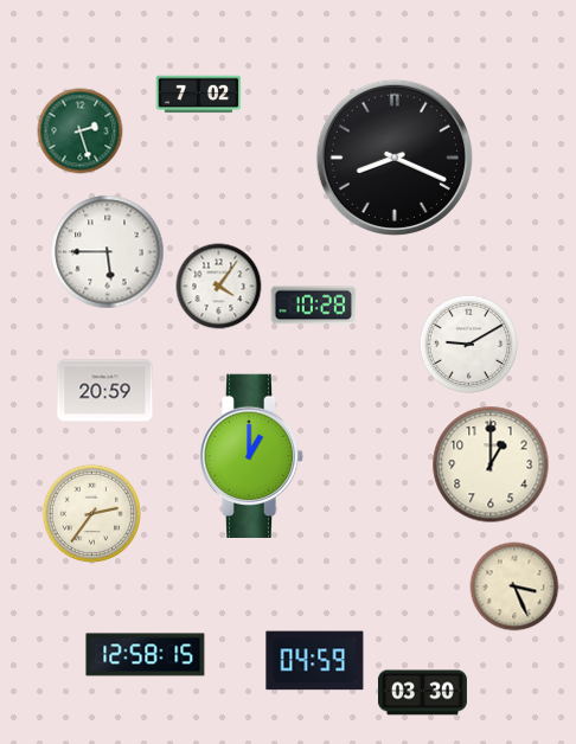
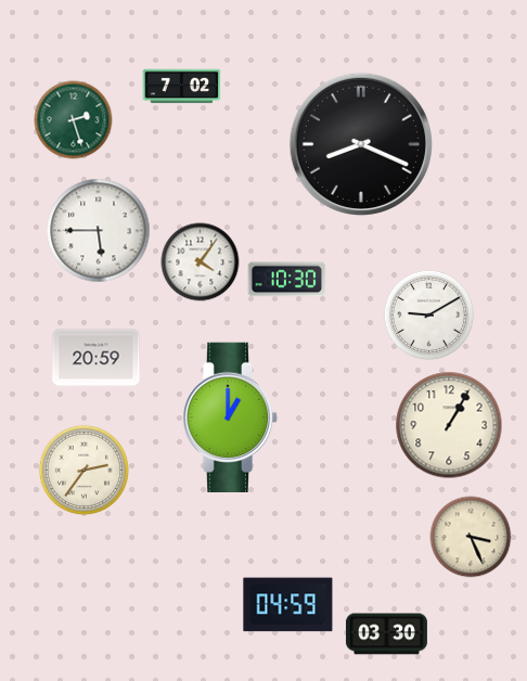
clock at (314, 306): 10:28 -> 10:30
clock at (491, 464): 1:00 -> 1:05
clock at (146, 655): 12:58 -> none
